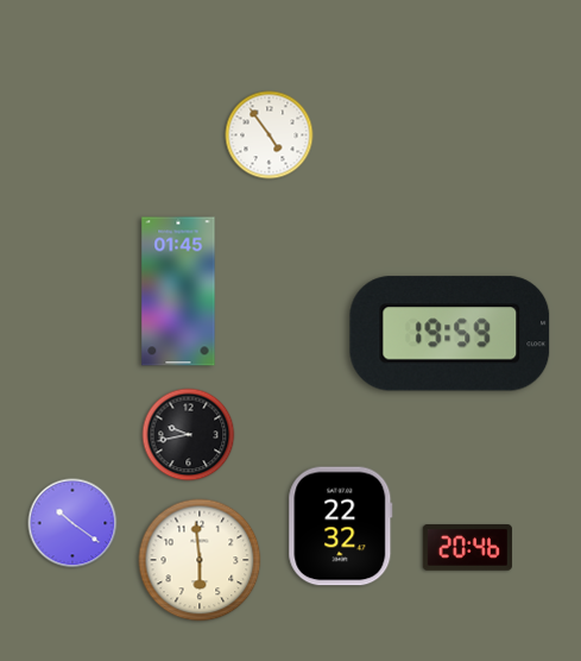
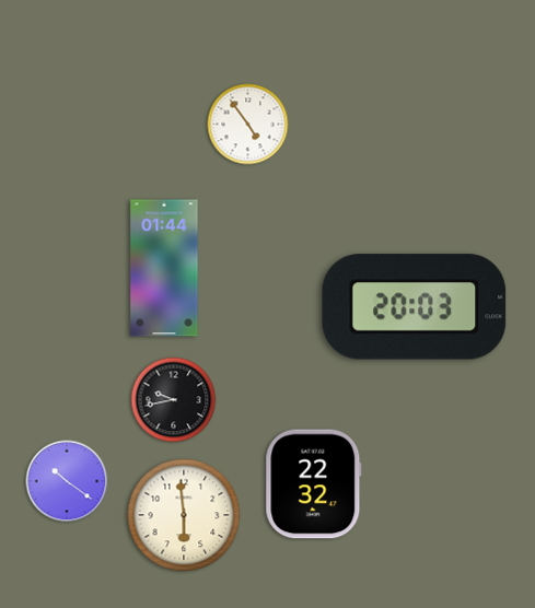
clock at (178, 291): 01:45 -> 01:44
clock at (450, 334): 19:59 -> 20:03
clock at (467, 548): 20:46 -> none
